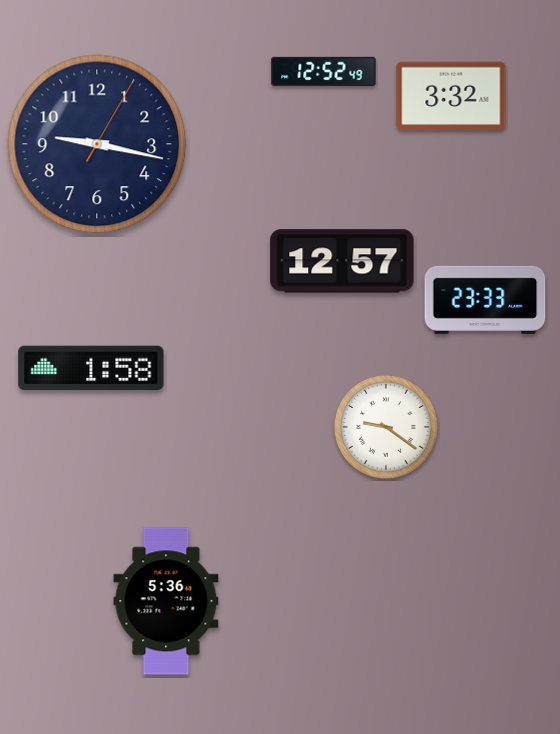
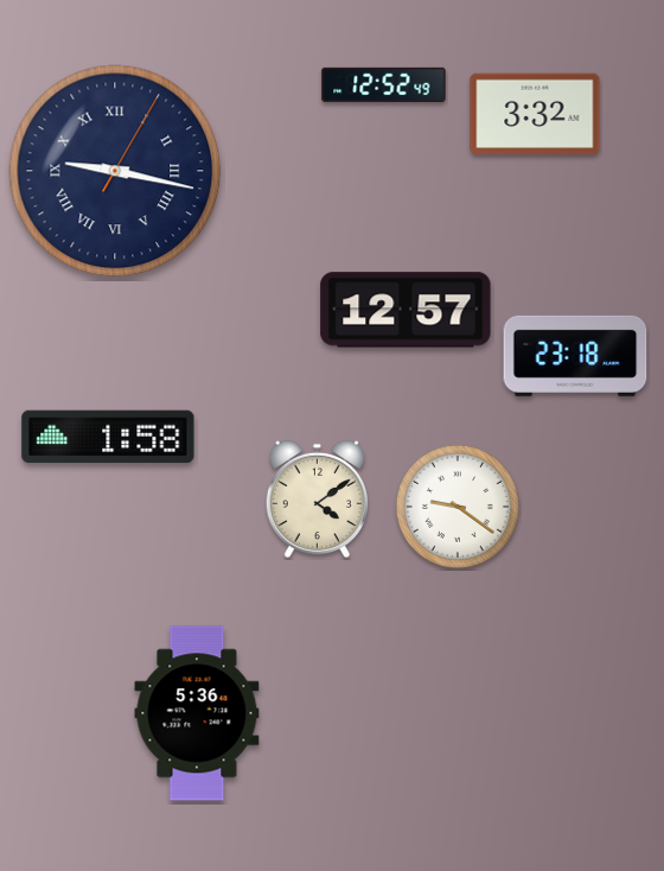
clock at (97, 144) numerals: Arabic -> Roman
clock at (485, 300): 23:33 -> 23:18
clock at (317, 500): none -> 4:09
